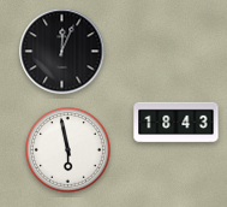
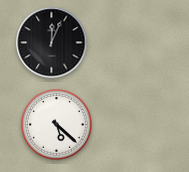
clock at (177, 123): 18:43 -> none
clock at (68, 150): 5:58 -> 5:22
